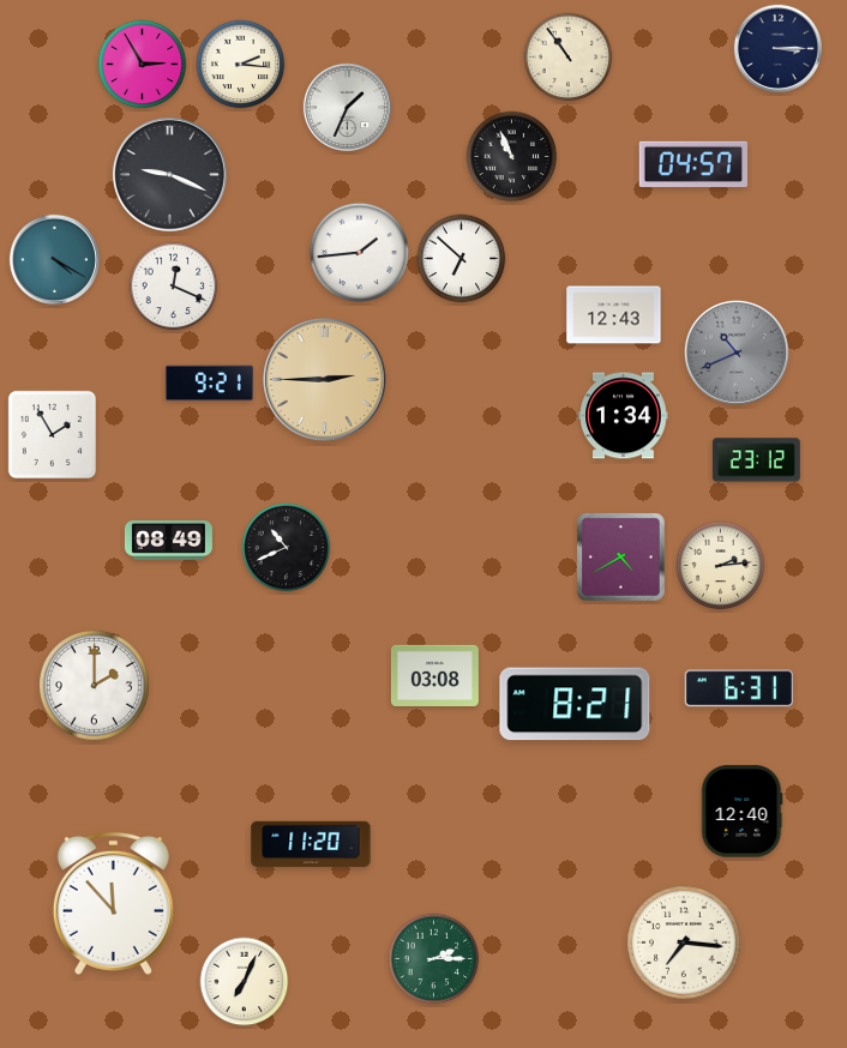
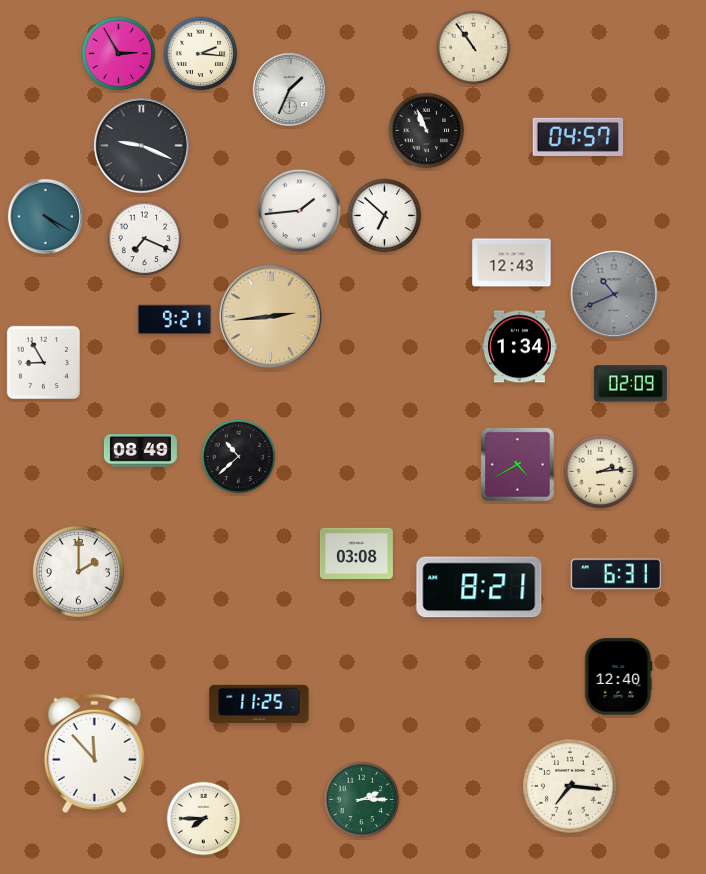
clock at (777, 48): 3:15 -> none
clock at (174, 287): 12:19 -> 7:19
clock at (325, 380): 2:45 -> 2:44
clock at (52, 434): 1:55 -> 8:55
clock at (756, 460): 23:12 -> 02:09
clock at (287, 548): 10:41 -> 10:38
clock at (434, 675) position: (434, 675) -> (356, 553)
clock at (311, 844): 11:20 -> 11:25
clock at (245, 982): 7:04 -> 7:45
